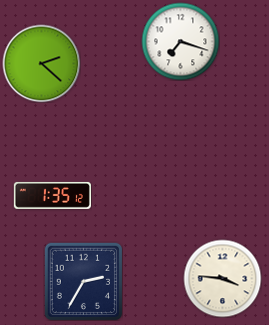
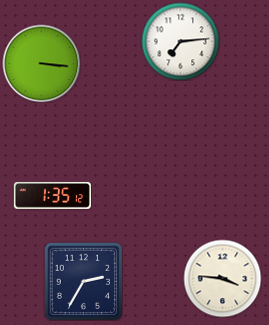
clock at (180, 41): 7:18 -> 7:14
clock at (41, 63): 2:22 -> 3:16
